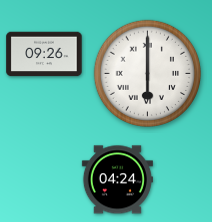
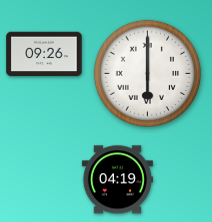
clock at (117, 180): 04:24 -> 04:19
